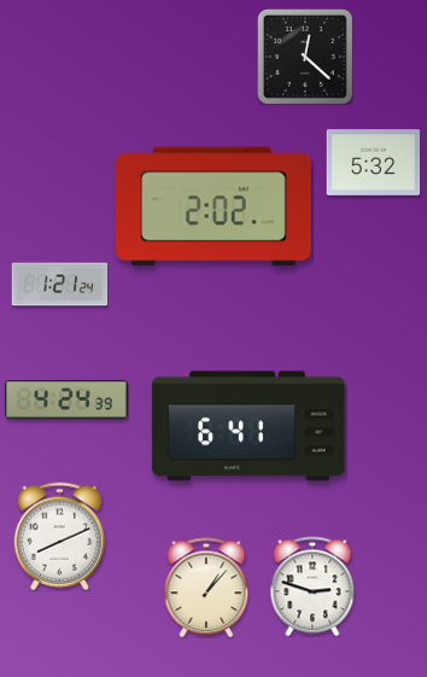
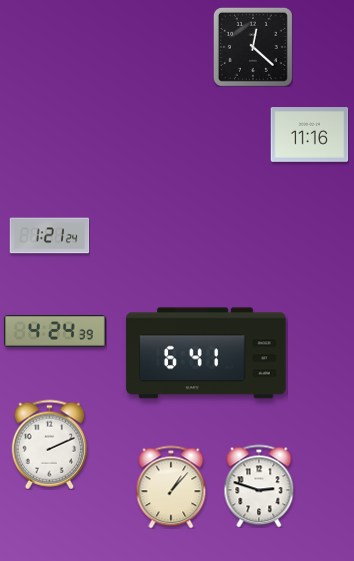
clock at (373, 163): 5:32 -> 11:16
clock at (213, 206): 2:02 -> none
clock at (59, 536): 8:11 -> 2:11
